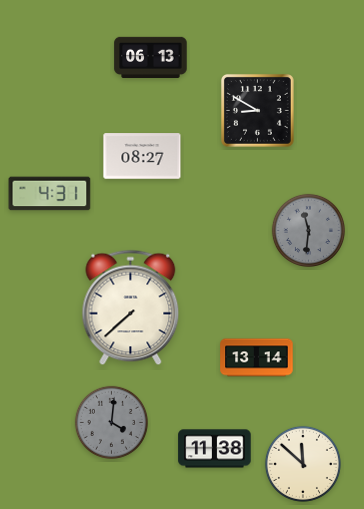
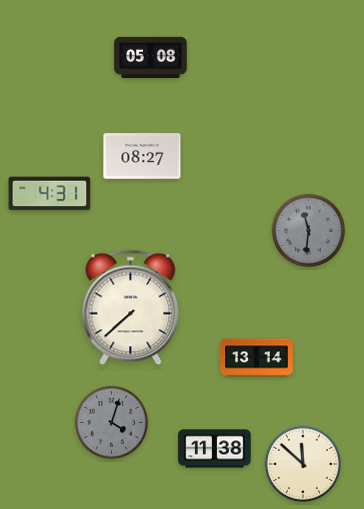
clock at (151, 57): 06:13 -> 05:08
clock at (257, 110): 8:50 -> none
clock at (111, 422): 4:01 -> 4:03
